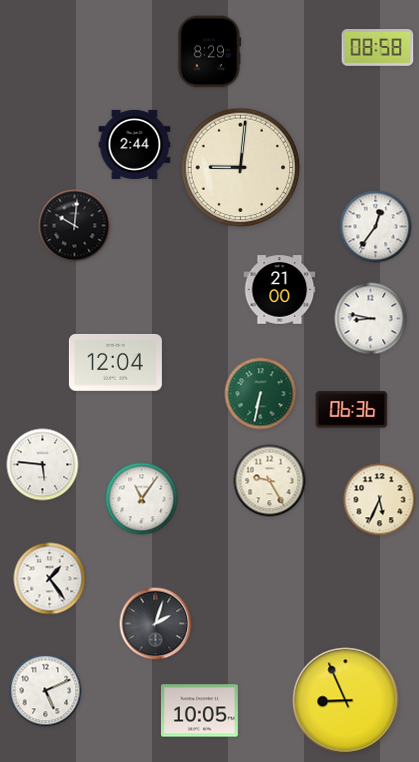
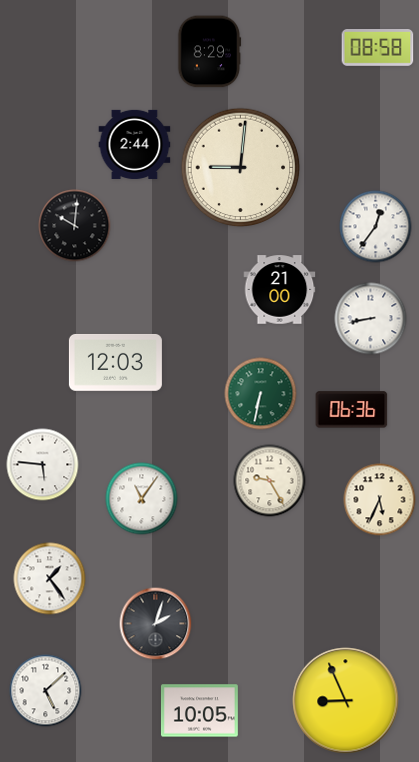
clock at (371, 319): 8:47 -> 8:43
clock at (115, 362): 12:04 -> 12:03
clock at (46, 691): 5:11 -> 5:08
